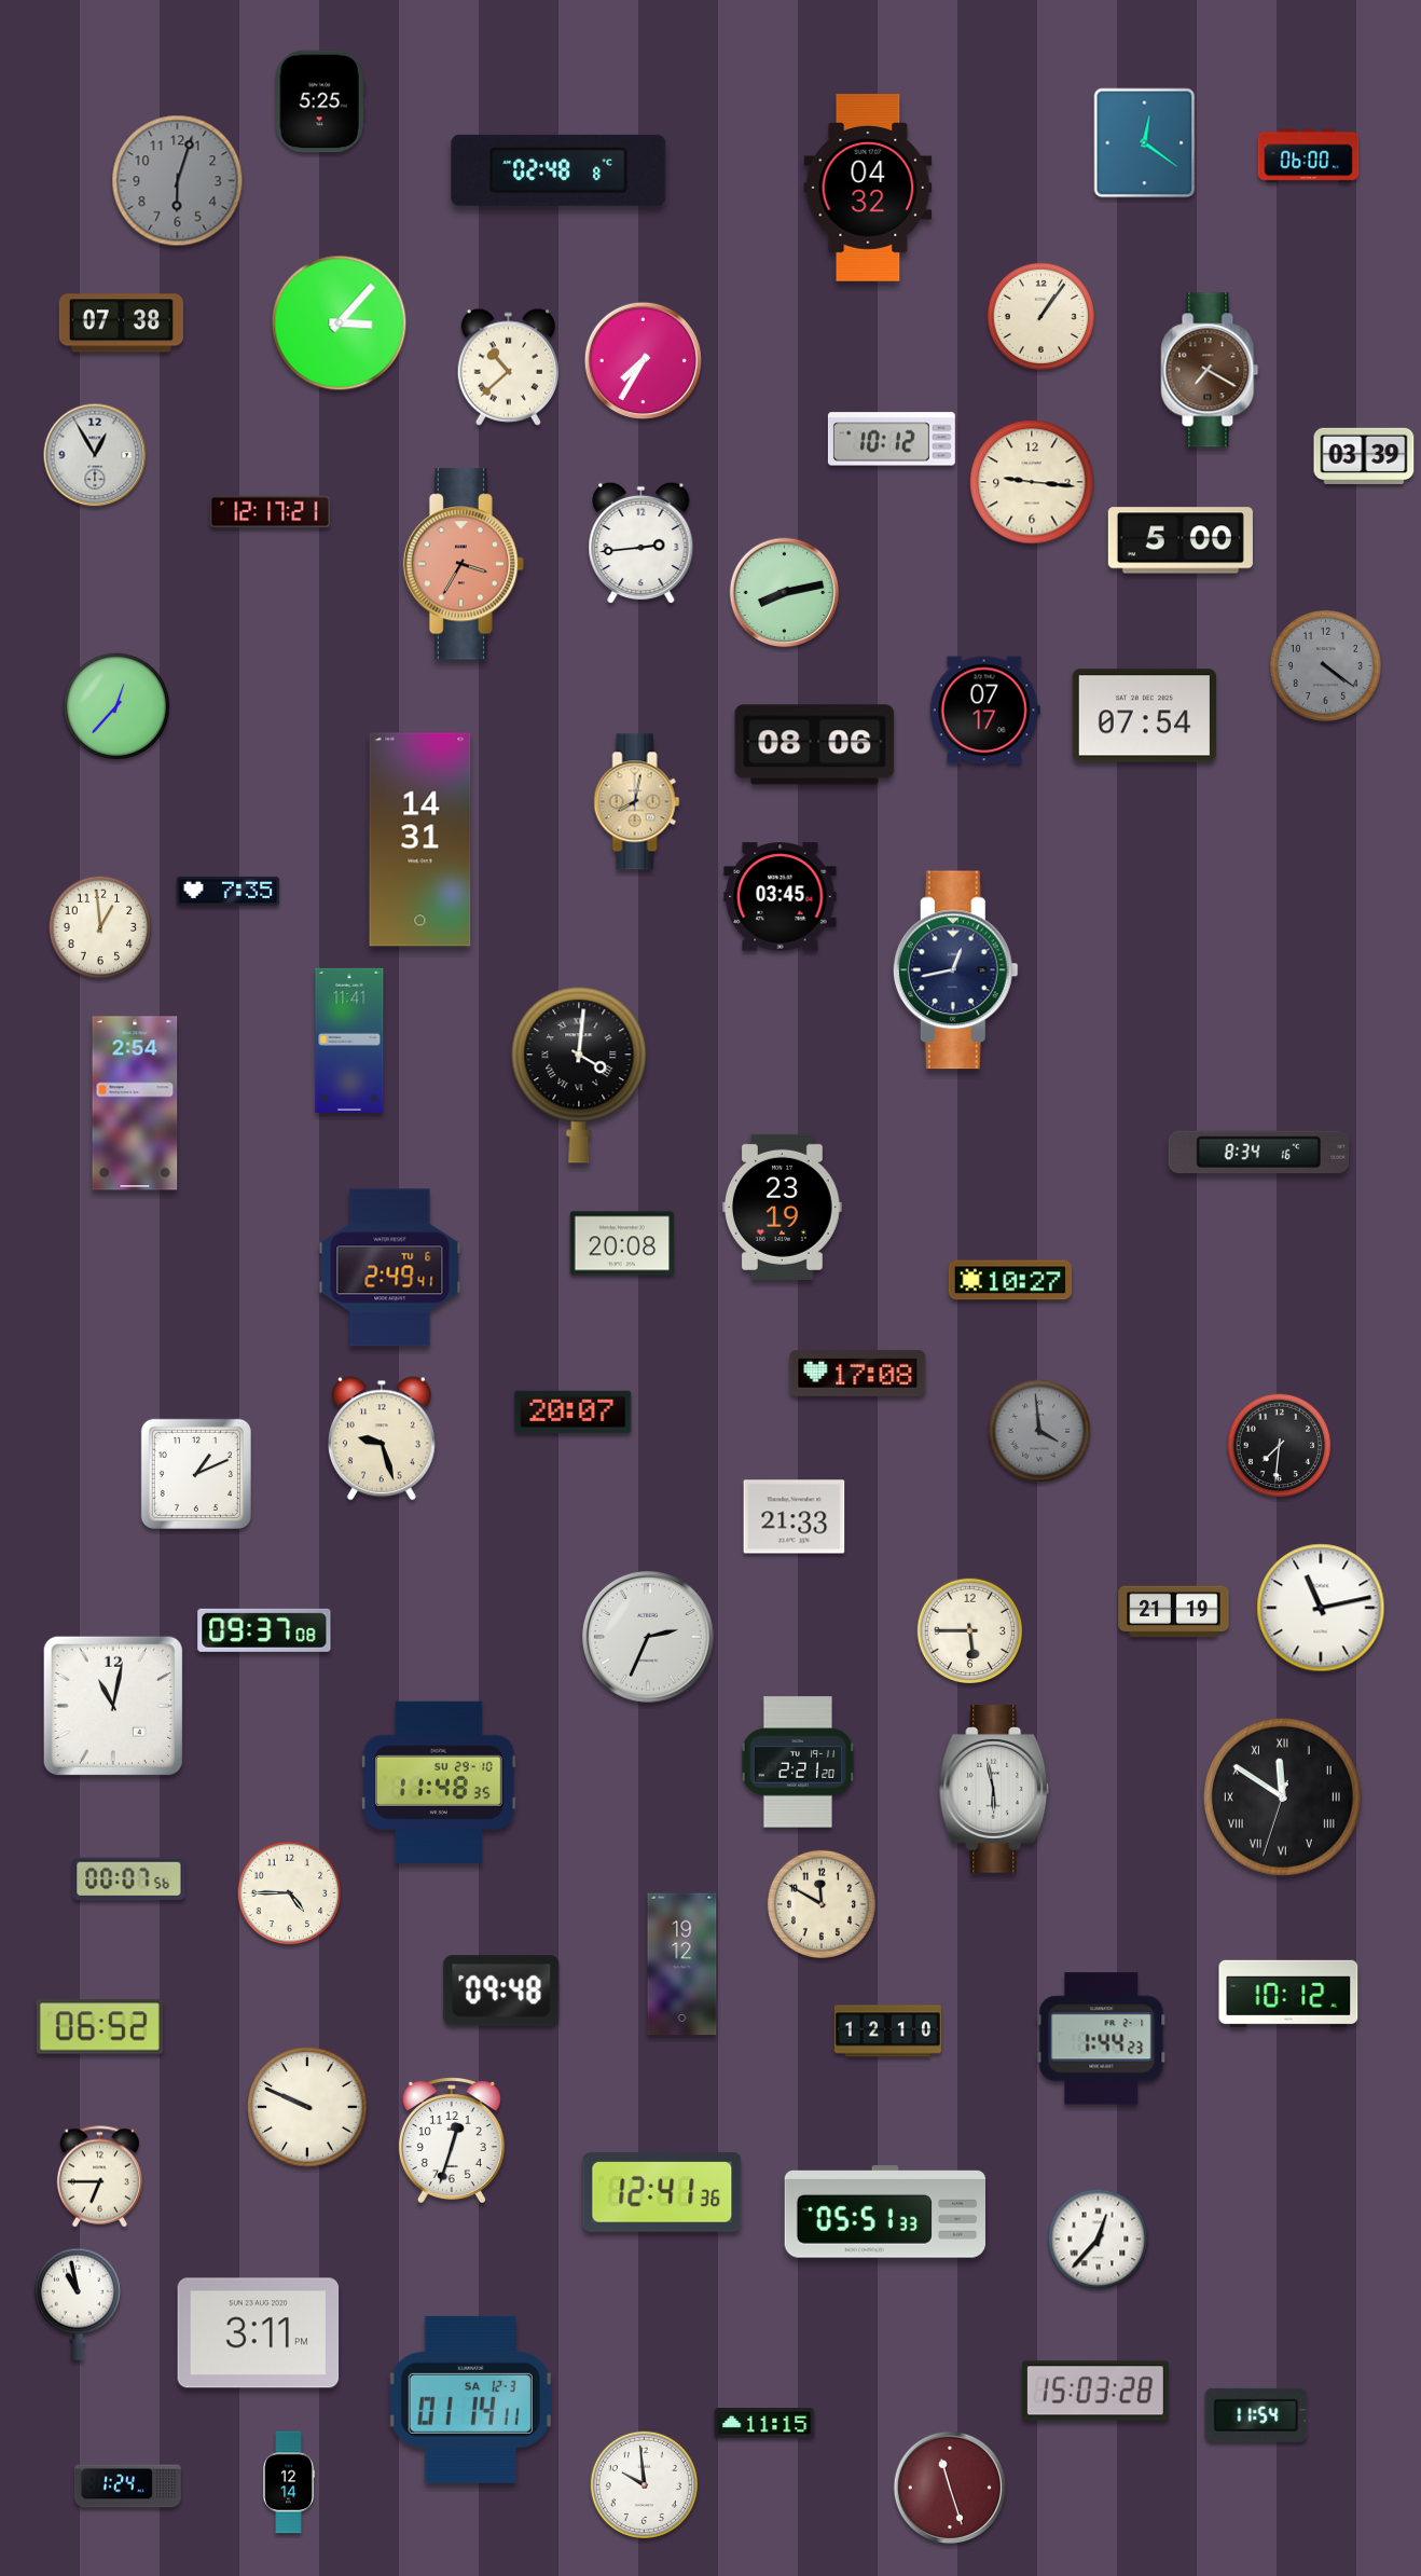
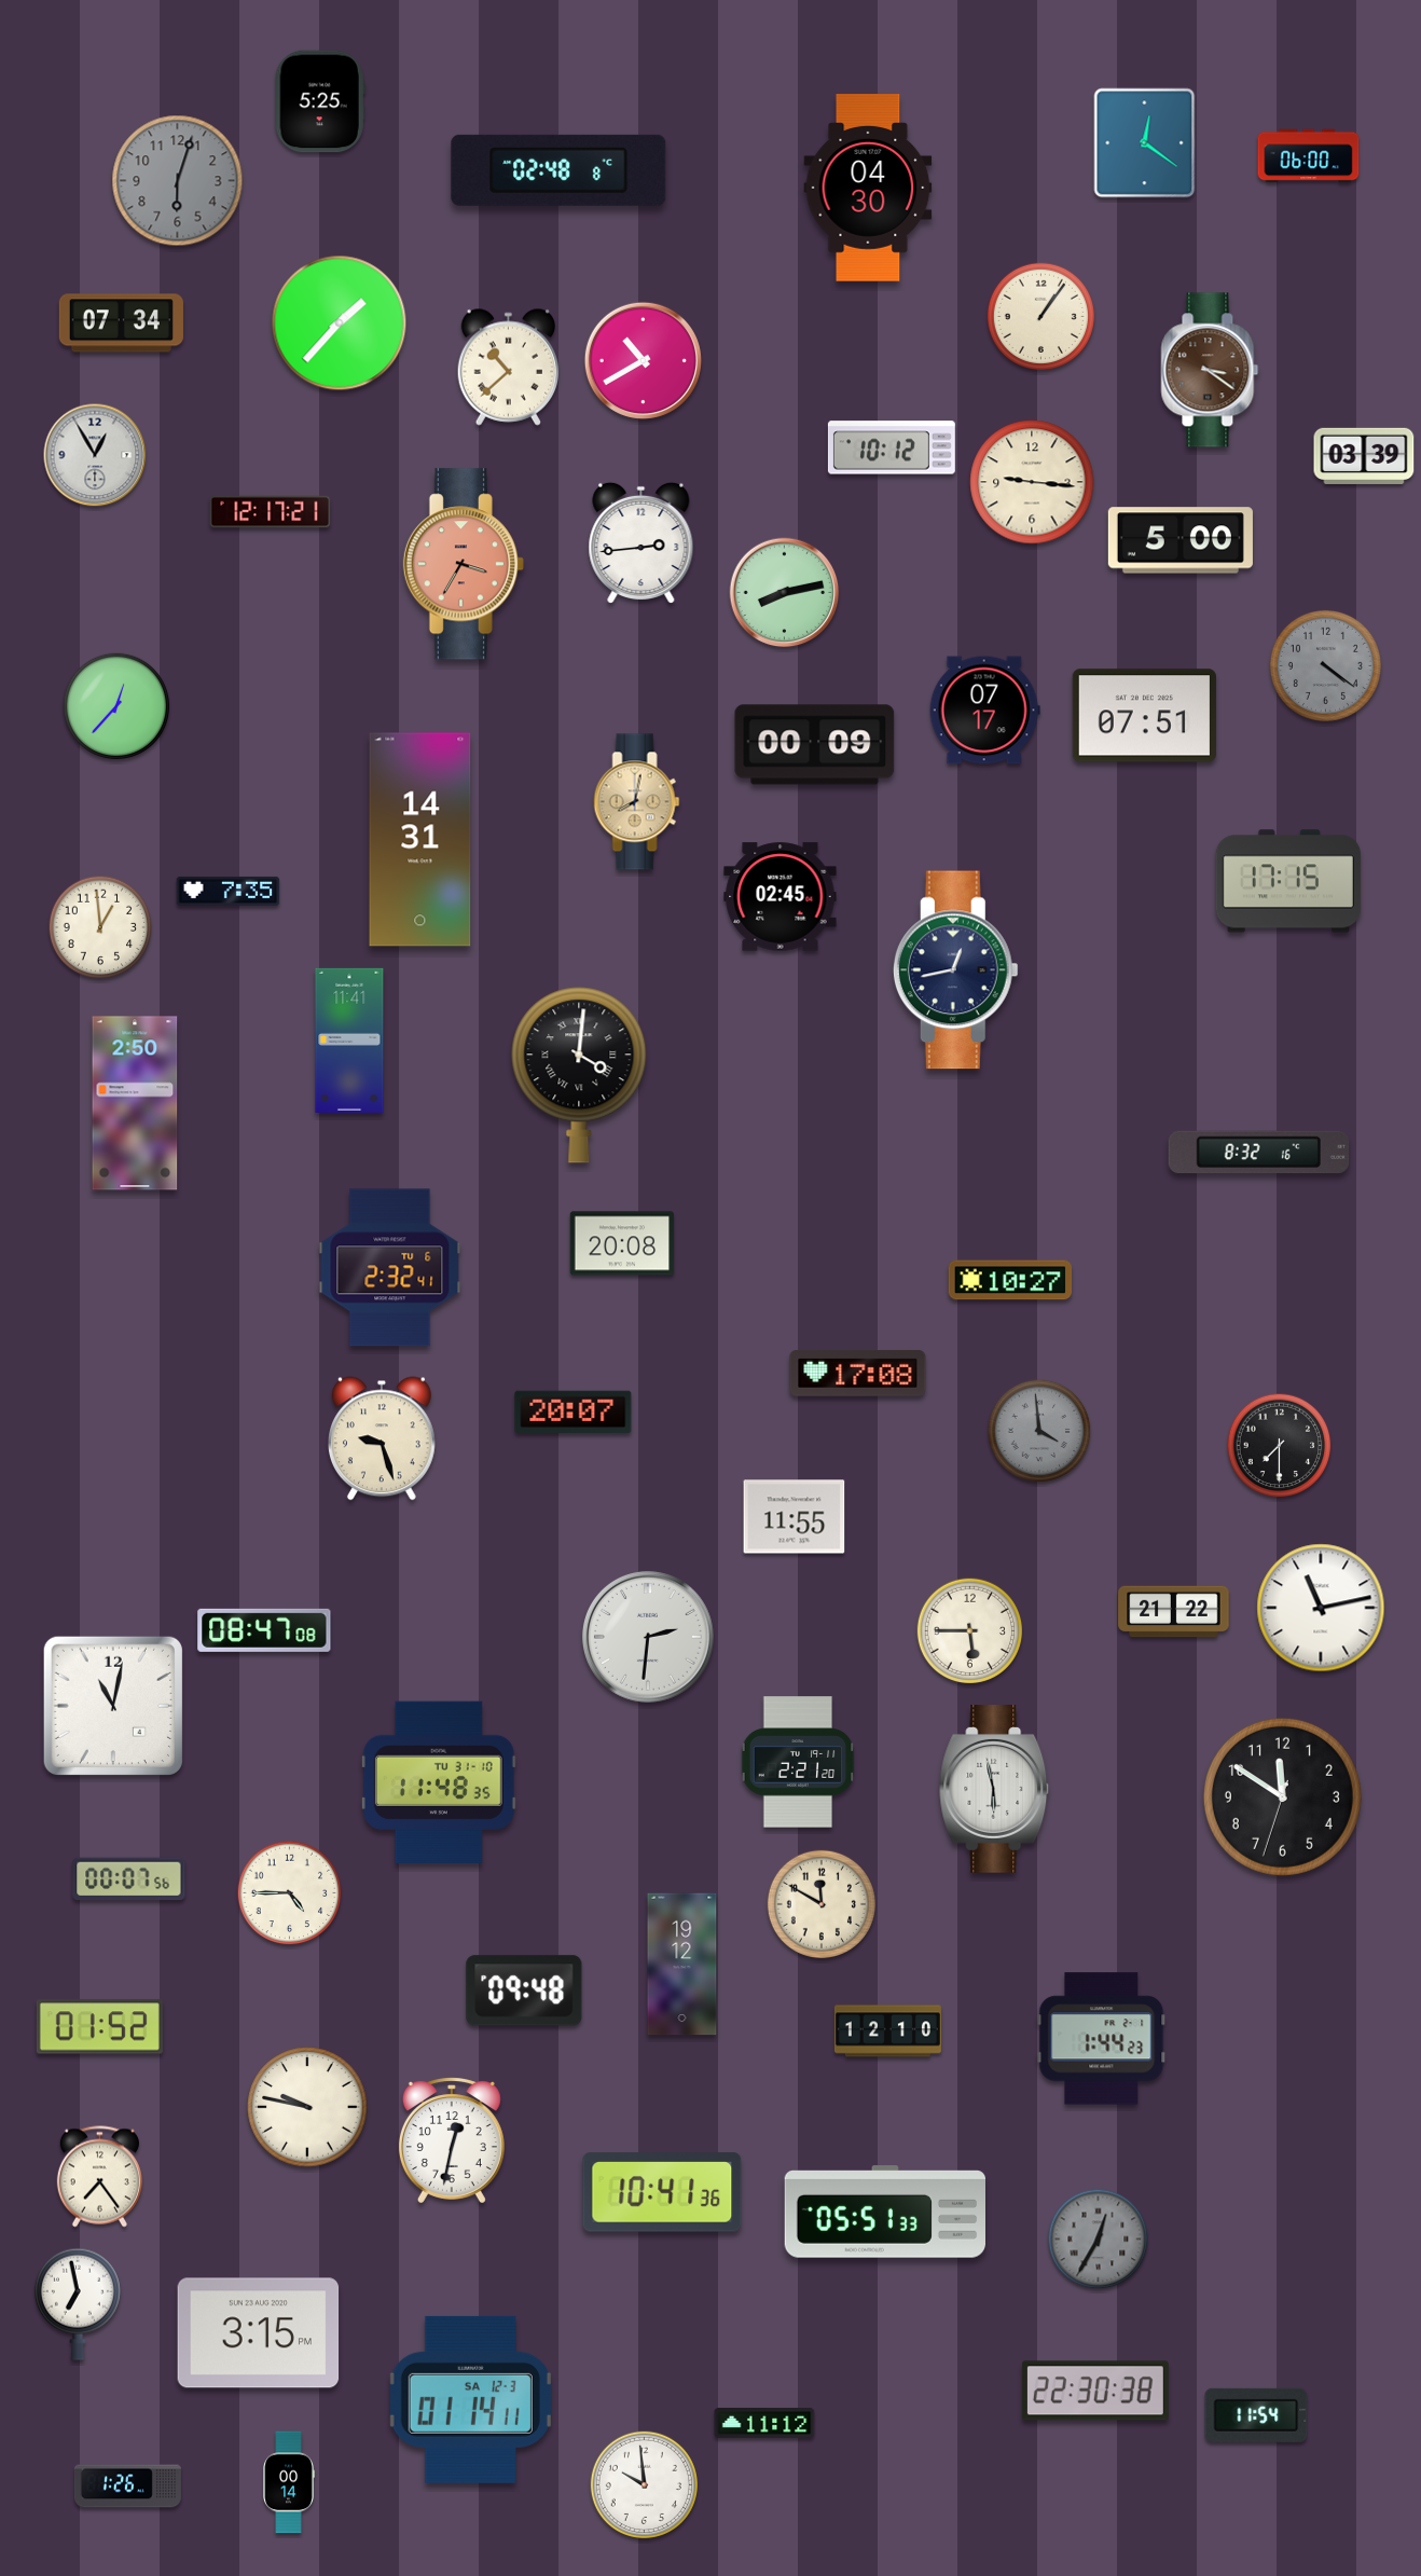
clock at (868, 189): 04:32 -> 04:30
clock at (121, 323): 07:38 -> 07:34
clock at (340, 323): 3:07 -> 1:37
clock at (643, 360): 7:35 -> 10:40
clock at (1210, 370): 7:20 -> 3:21
clock at (892, 439) position: (892, 439) -> (892, 447)
clock at (1144, 716): 07:54 -> 07:51
clock at (815, 745): 08:06 -> 00:09
clock at (1288, 881): none -> 17:15
clock at (781, 897): 03:45 -> 02:45
clock at (135, 1103): 2:54 -> 2:50
clock at (1259, 1153): 8:34 -> 8:32
clock at (783, 1207): 23:19 -> none
clock at (390, 1268): 2:49 -> 2:32
clock at (1280, 1446): 7:31 -> 7:30
clock at (196, 1474): 1:11 -> none
clock at (795, 1517): 21:33 -> 11:55
clock at (1174, 1612): 21:19 -> 21:22
clock at (264, 1630): 09:37 -> 08:47
clock at (648, 1637): 2:34 -> 2:31
clock at (439, 1781) date: SU 29-10 -> TU 31-10
clock at (1282, 1796) numerals: Roman -> Arabic
clock at (501, 1990) position: (501, 1990) -> (524, 1990)
clock at (1288, 1994): 10:12 -> none
clock at (99, 2027): 06:52 -> 01:52
clock at (307, 2107): 9:49 -> 9:47
clock at (452, 2140): 12:33 -> 12:32
clock at (99, 2177): 6:45 -> 7:24
clock at (662, 2192): 12:41 -> 10:41
clock at (1099, 2240): 12:37 -> 12:35
clock at (1099, 2240) dial: white -> grey
clock at (78, 2304): 10:58 -> 6:58
clock at (259, 2333): 3:11 -> 3:15
clock at (1095, 2391): 15:03 -> 22:30
clock at (764, 2424): 11:15 -> 11:12
clock at (289, 2482): 12:14 -> 00:14
clock at (127, 2487): 1:24 -> 1:26
clock at (950, 2488): 11:27 -> none
